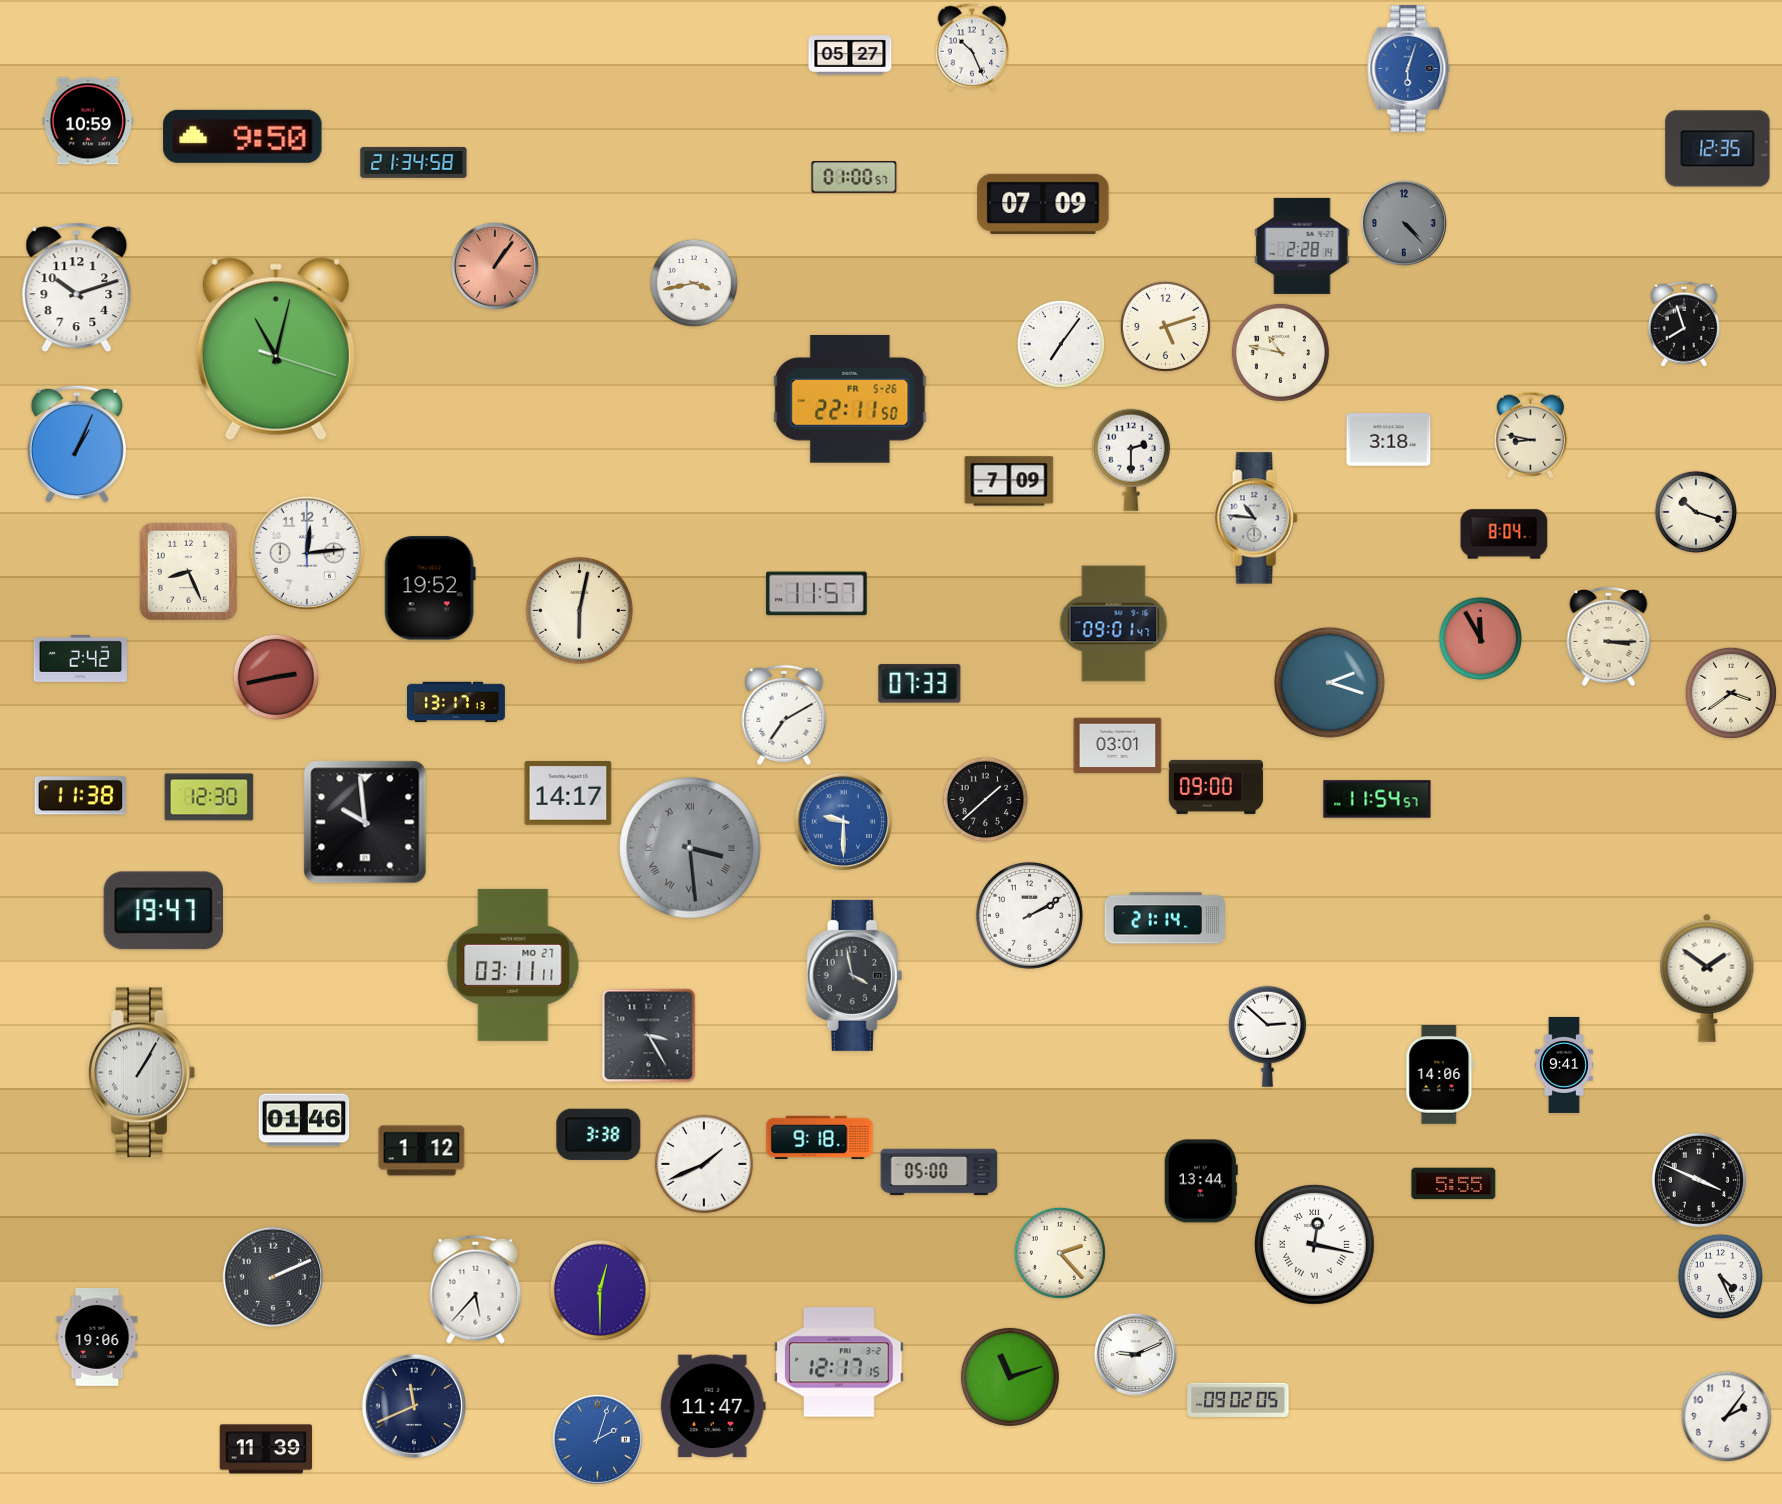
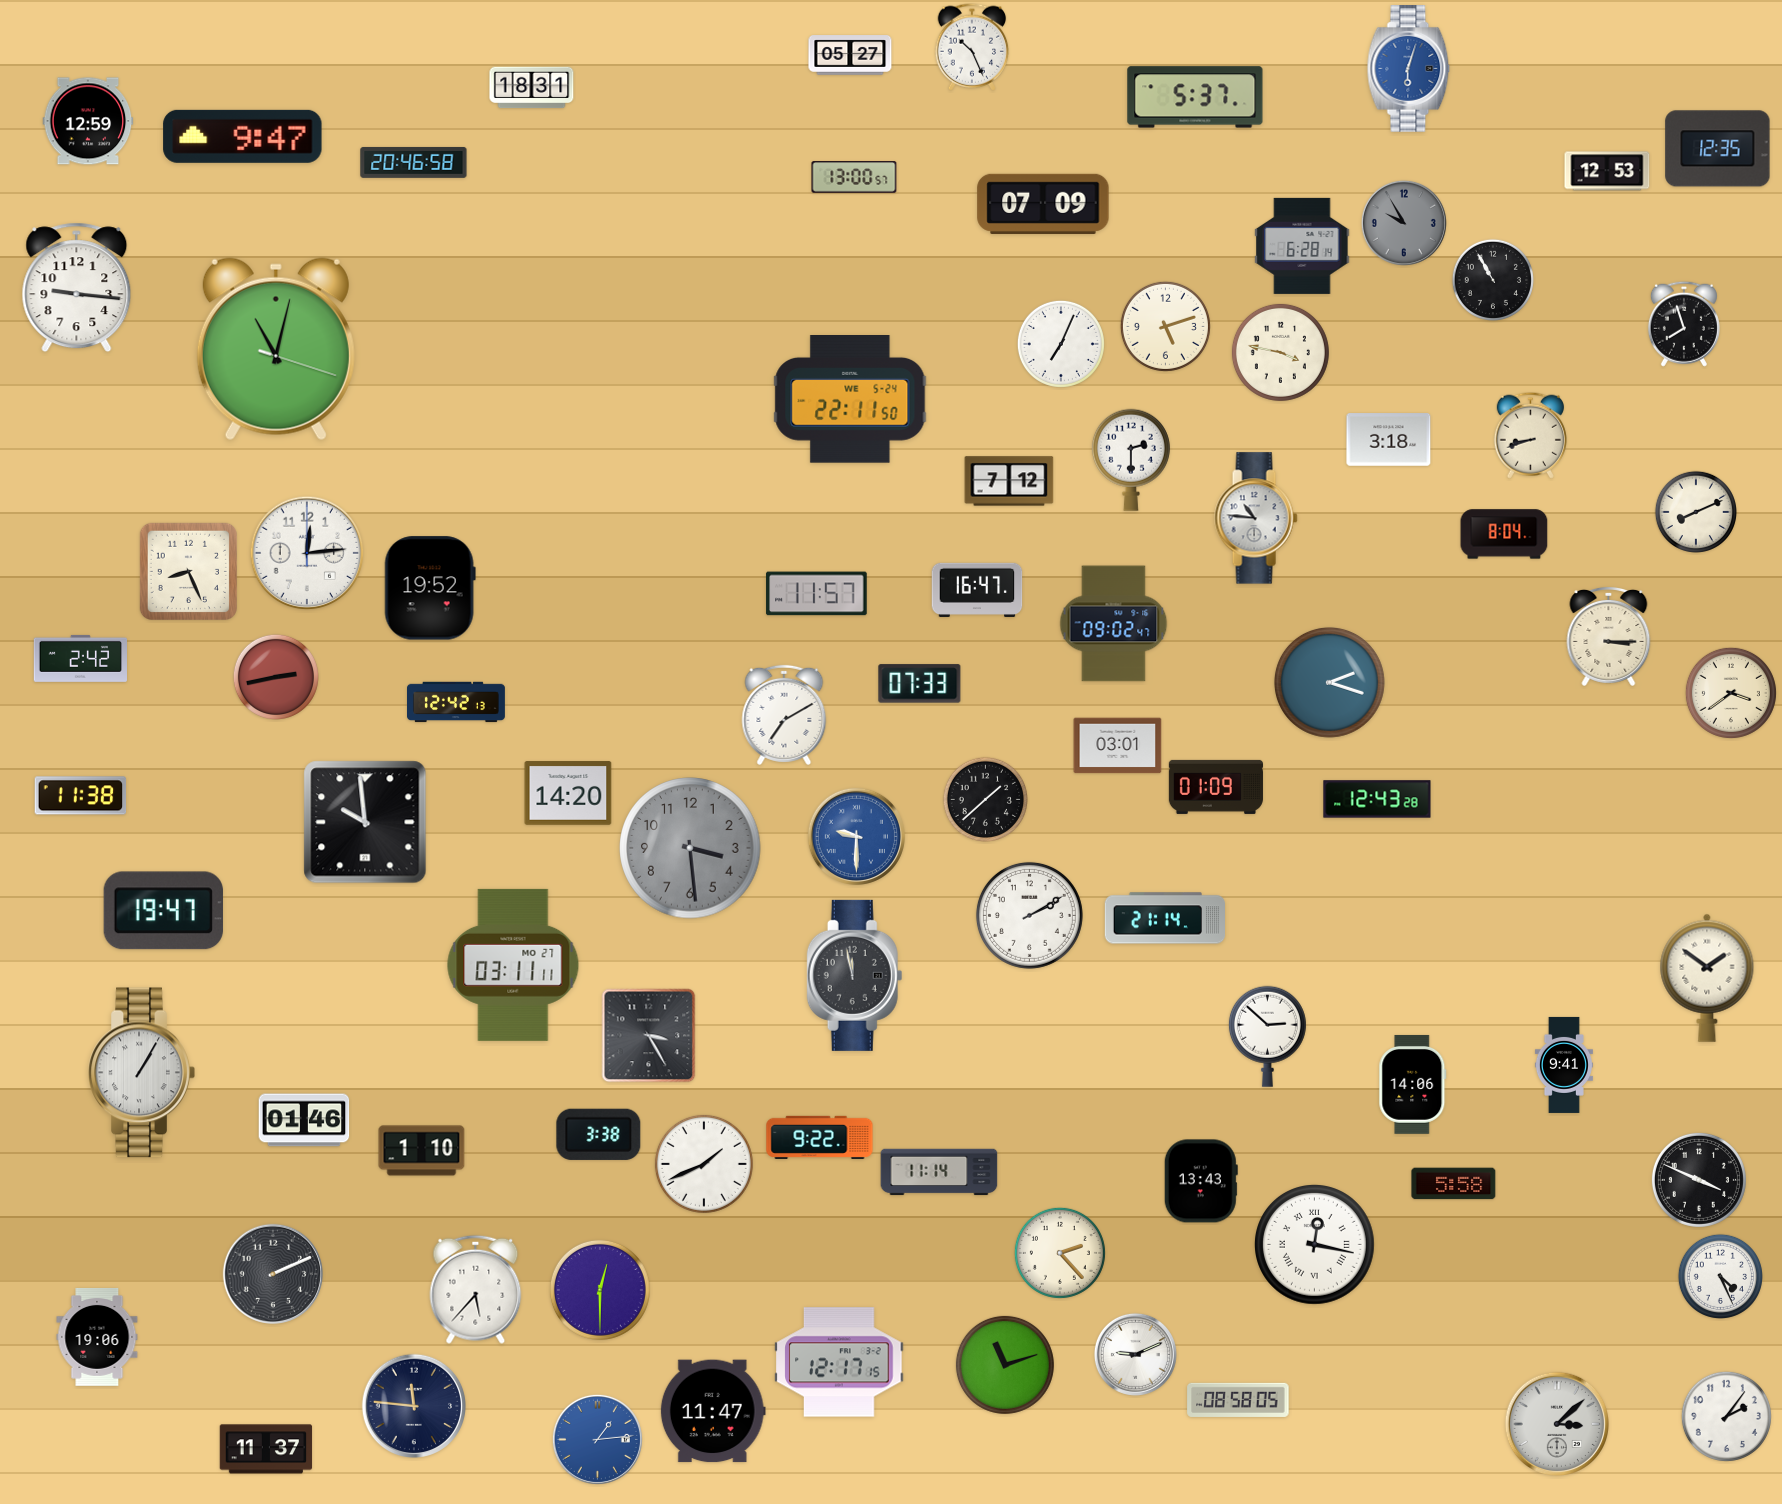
clock at (532, 88): none -> 18:31
clock at (1195, 97): none -> 5:37
clock at (88, 121): 10:59 -> 12:59
clock at (243, 136): 9:50 -> 9:47
clock at (414, 162): 21:34 -> 20:46
clock at (1607, 171): none -> 12:53
clock at (854, 177): 01:00 -> 13:00
clock at (1404, 223): 4:23 -> 9:55
clock at (1302, 246): 2:28 -> 6:28
clock at (495, 266): 1:06 -> none
clock at (1492, 279): none -> 10:55
clock at (694, 283): 3:43 -> none
clock at (77, 288): 10:12 -> 9:16
clock at (1061, 344): 7:06 -> 7:04
clock at (1280, 352): 10:47 -> 3:47
clock at (850, 400) date: FR 5-26 -> WE 5-24
clock at (1530, 435): 8:47 -> 8:42
clock at (76, 444): 1:04 -> none
clock at (1009, 481): 7:09 -> 7:12
clock at (1695, 511): 10:18 -> 8:11
clock at (977, 590): none -> 16:47
clock at (579, 610): 6:02 -> none
clock at (1114, 624): 09:01 -> 09:02
clock at (1480, 638): 11:55 -> none
clock at (457, 702): 13:17 -> 12:42
clock at (1216, 787): 09:00 -> 01:09
clock at (568, 793): 14:17 -> 14:20
clock at (209, 797): 12:30 -> none
clock at (1377, 799): 11:54 -> 12:43
clock at (843, 821) position: (843, 821) -> (856, 836)
clock at (690, 848) numerals: Roman -> Arabic
clock at (855, 975): 3:58 -> 11:58
clock at (1440, 1074) position: (1440, 1074) -> (1413, 1084)
clock at (820, 1137): 9:18 -> 9:22
clock at (422, 1151): 1:12 -> 1:10
clock at (939, 1172): 05:00 -> 11:14
clock at (1201, 1181): 13:44 -> 13:43
clock at (1454, 1184): 5:55 -> 5:58
clock at (273, 1277) position: (273, 1277) -> (273, 1274)
clock at (1010, 1377) position: (1010, 1377) -> (1005, 1365)
clock at (1238, 1400): 09:02 -> 08:58
clock at (413, 1405): 11:41 -> 11:46
clock at (713, 1406) position: (713, 1406) -> (713, 1411)
clock at (1556, 1423): none -> 3:08
clock at (597, 1439): 2:03 -> 1:14
clock at (266, 1449): 11:39 -> 11:37
